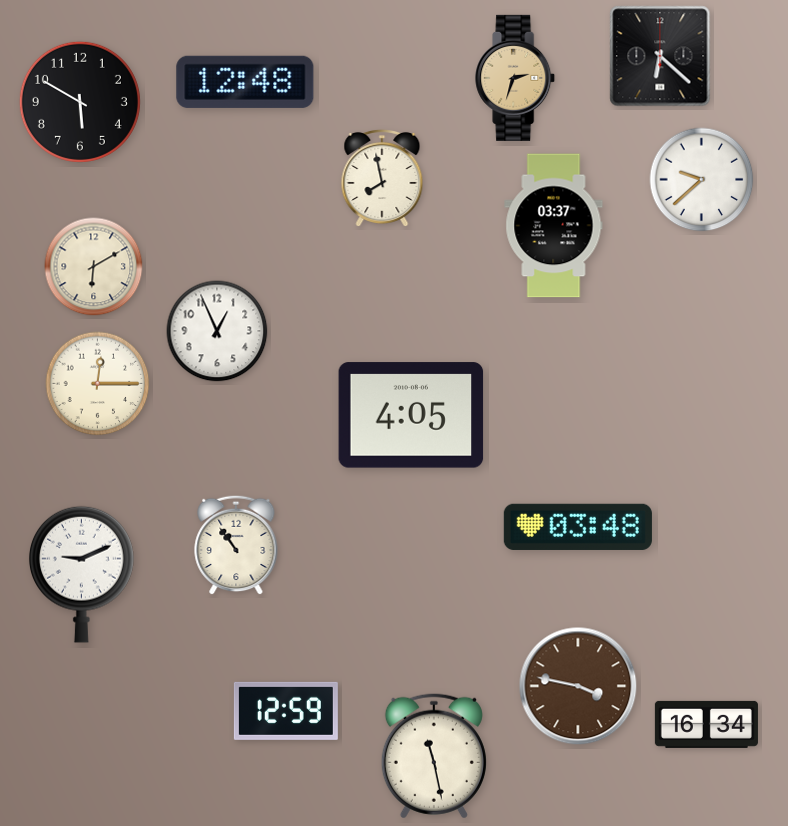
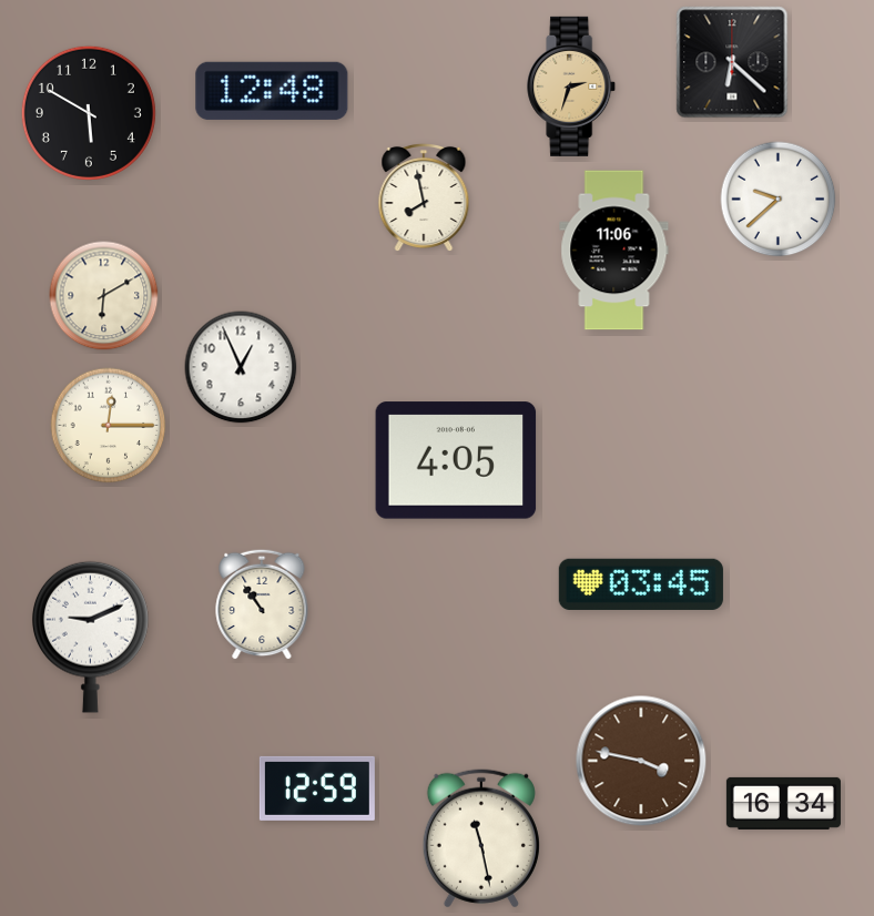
clock at (554, 226): 03:37 -> 11:06
clock at (578, 527): 03:48 -> 03:45
